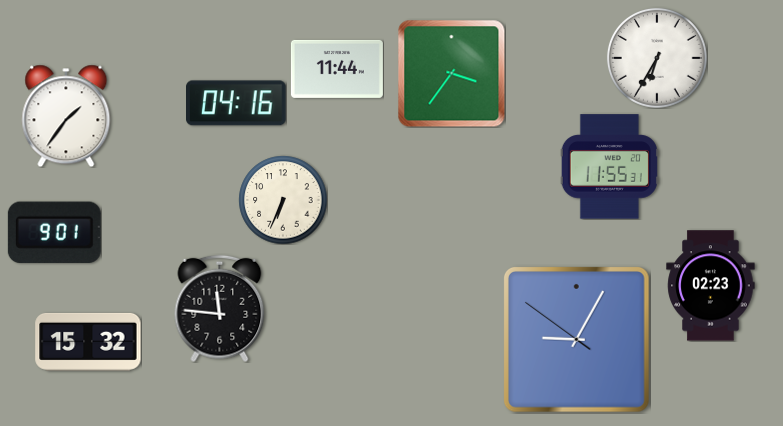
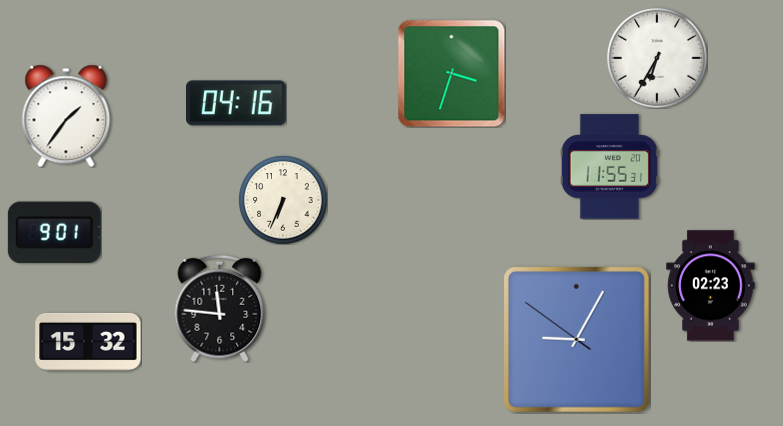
clock at (337, 69): 11:44 -> none
clock at (451, 73): 3:36 -> 3:33
